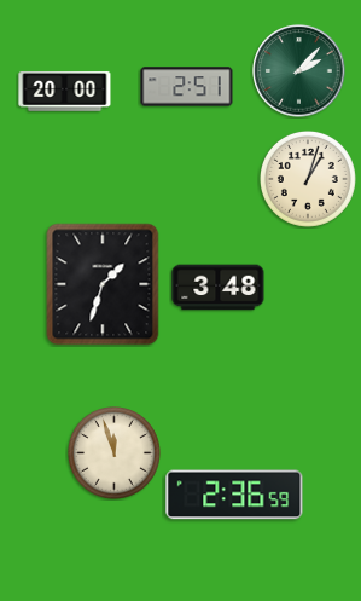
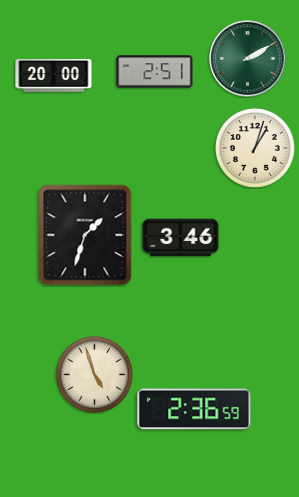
clock at (299, 71): 2:07 -> 2:10
clock at (219, 288): 3:48 -> 3:46
clock at (115, 453): 11:57 -> 4:57
